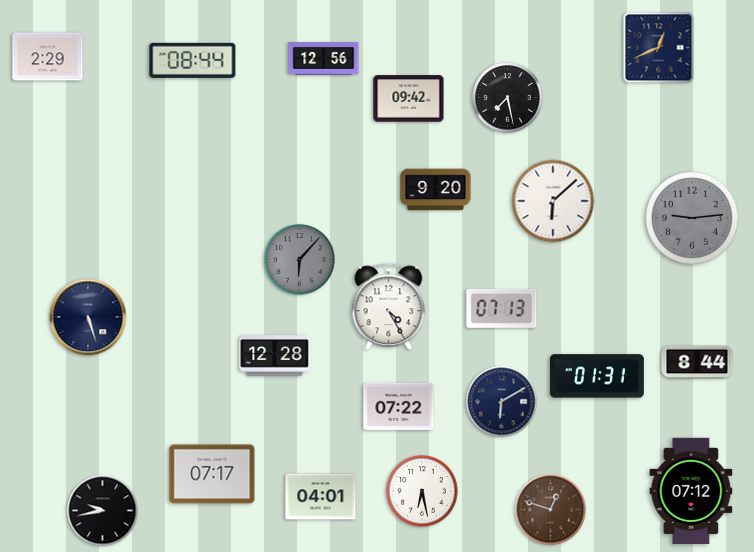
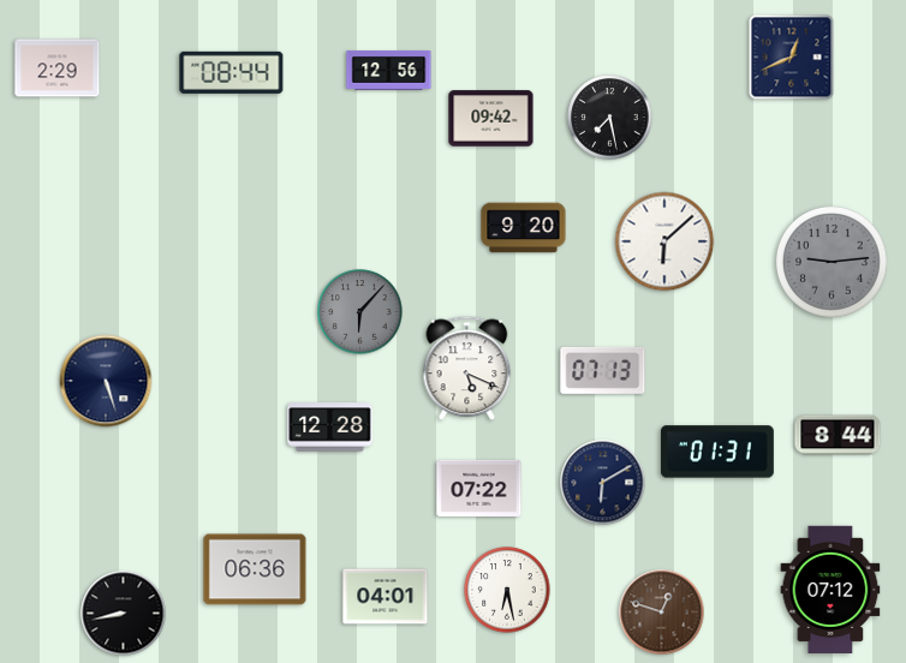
clock at (389, 307): 4:25 -> 5:19
clock at (212, 474): 07:17 -> 06:36
clock at (103, 511): 9:43 -> 8:43
